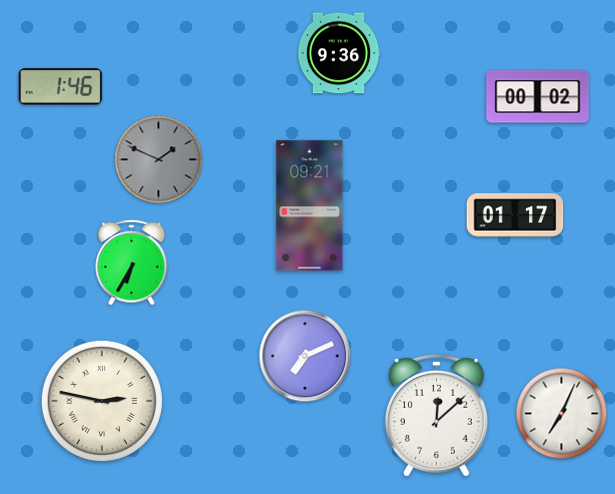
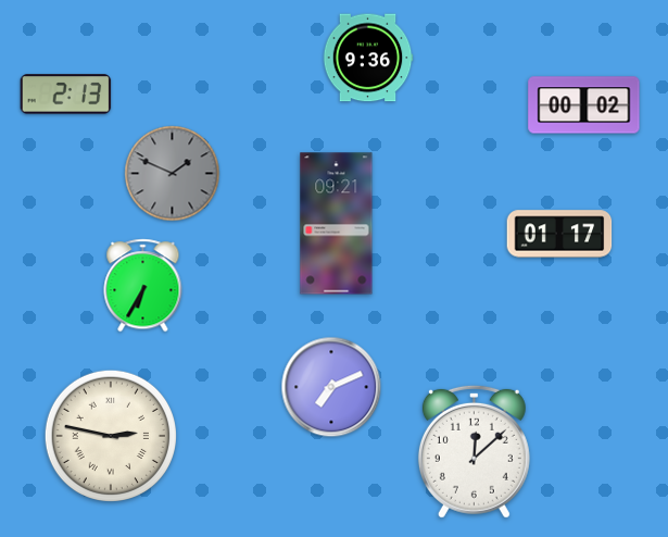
clock at (61, 87): 1:46 -> 2:13
clock at (562, 414): 7:04 -> none
